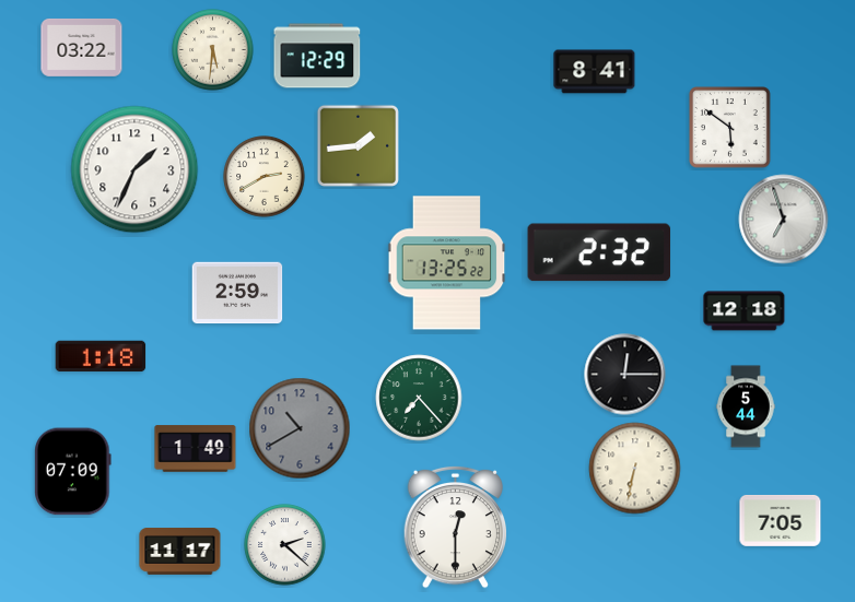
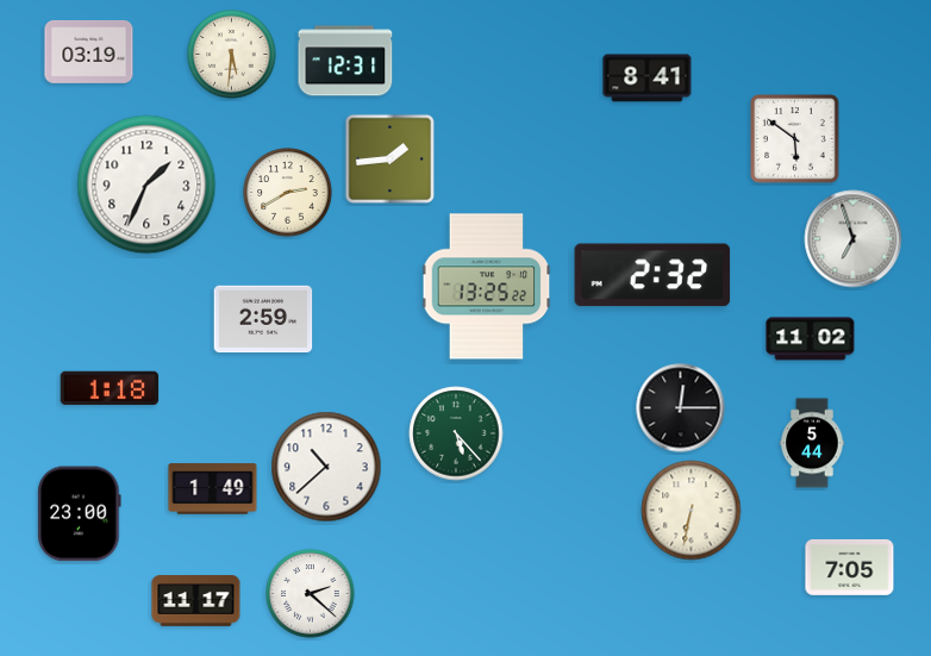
clock at (82, 47): 03:22 -> 03:19
clock at (317, 56): 12:29 -> 12:31
clock at (237, 293) position: (237, 293) -> (263, 319)
clock at (745, 311): 12:18 -> 11:02
clock at (419, 398): 7:23 -> 5:23
clock at (300, 428): 10:40 -> 10:38
clock at (300, 428) dial: grey -> white
clock at (73, 472): 07:09 -> 23:00
clock at (455, 527): 12:30 -> none
